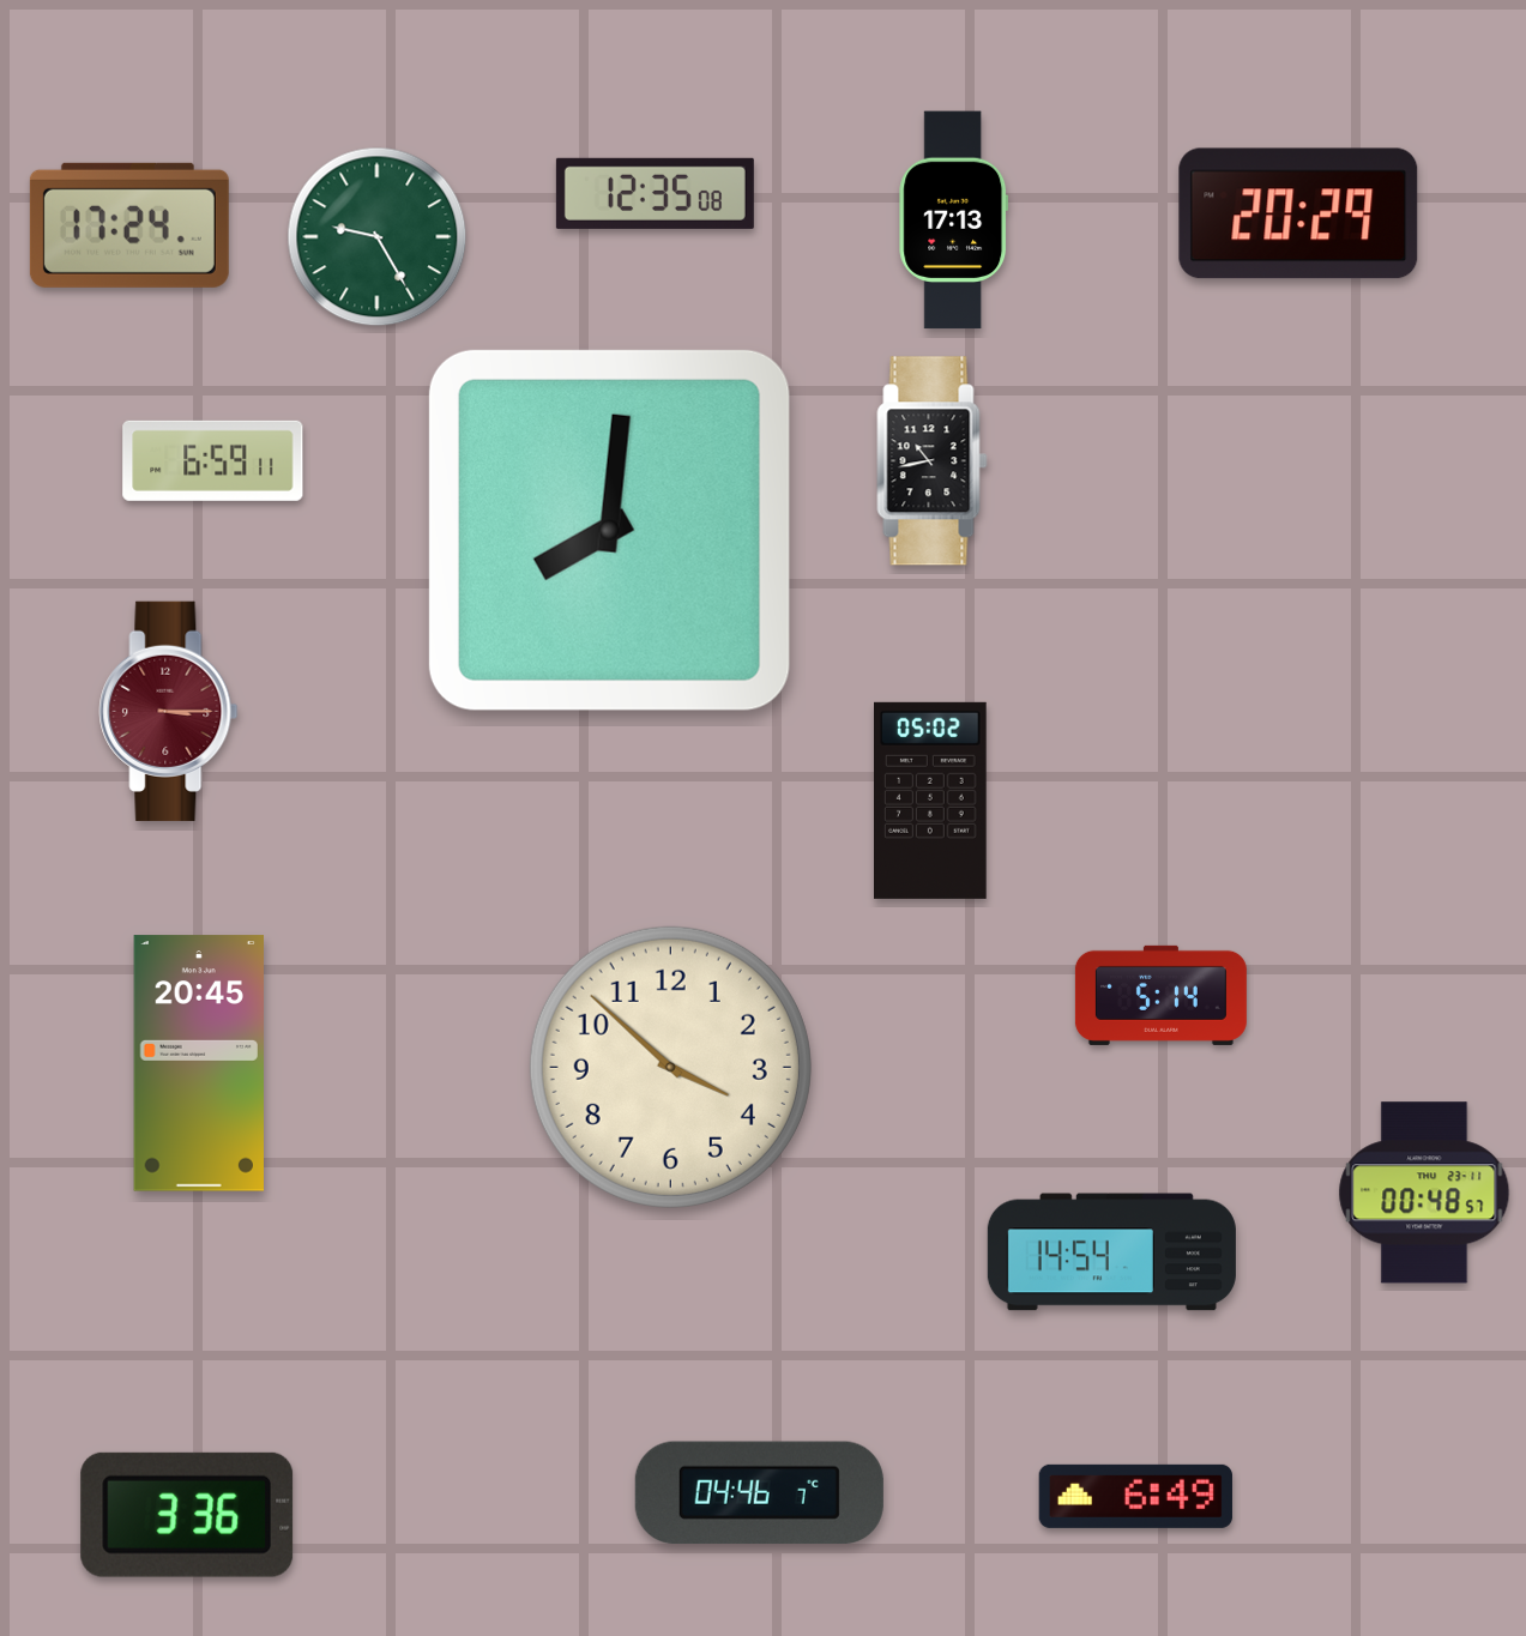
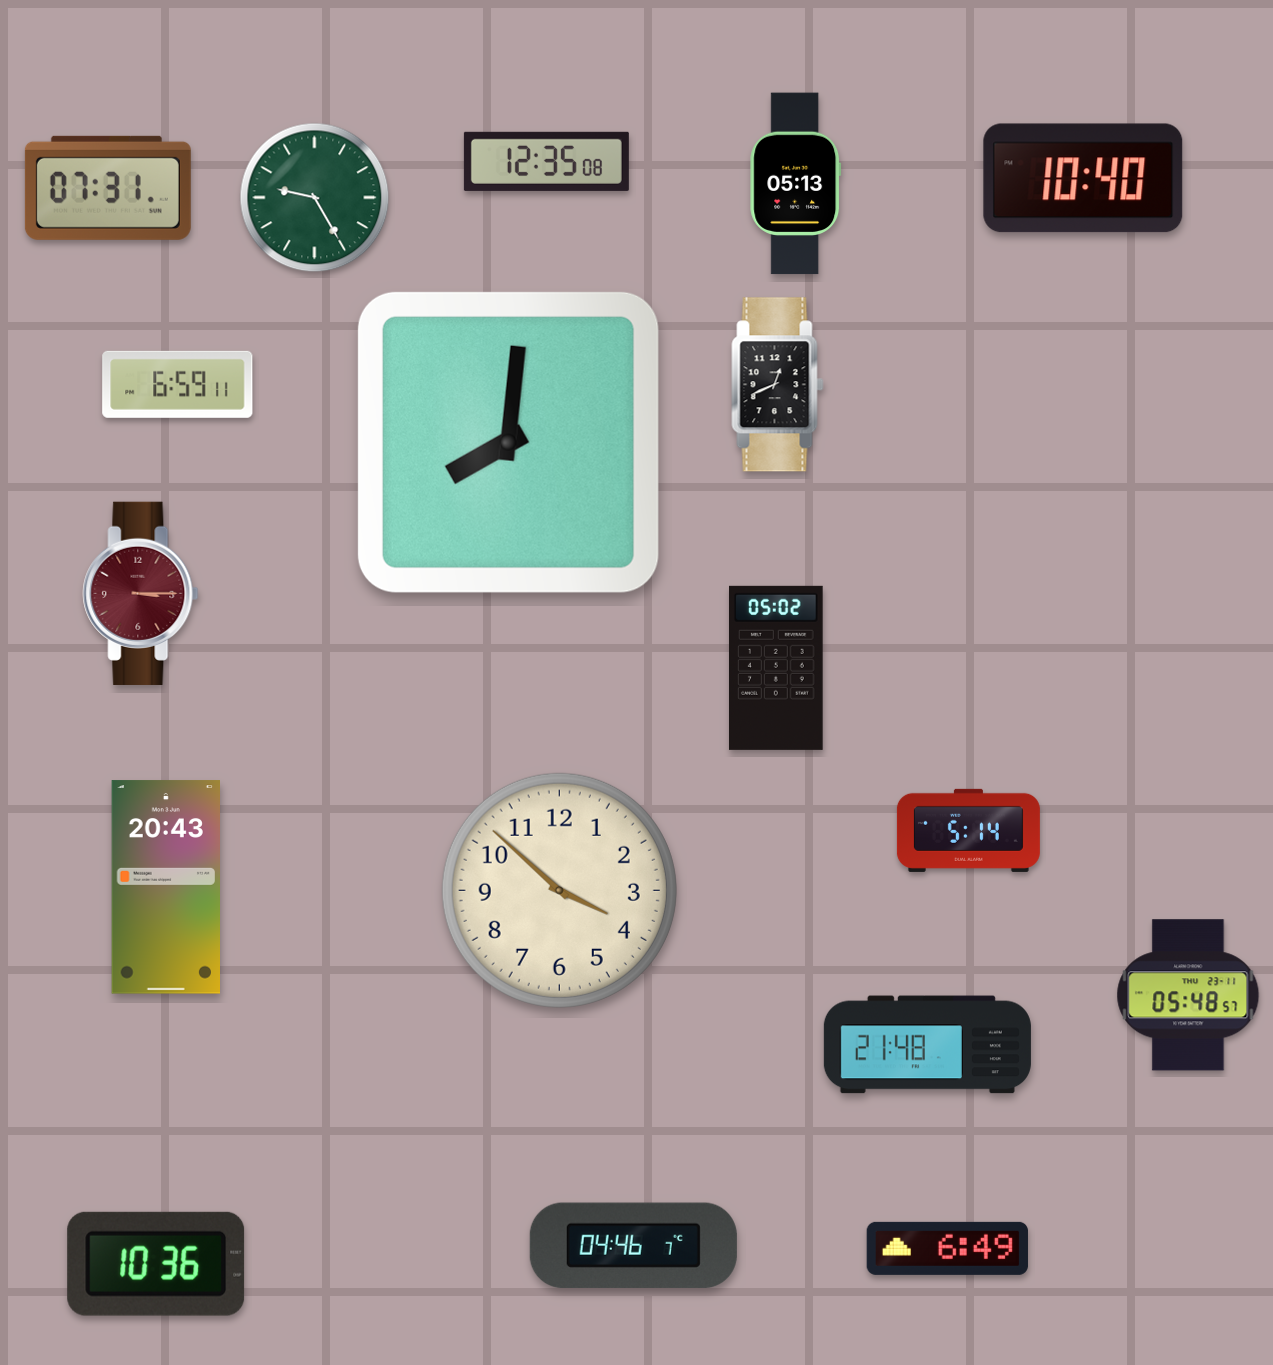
clock at (1298, 213): 20:29 -> 10:40
clock at (954, 221): 17:13 -> 05:13
clock at (129, 225): 17:24 -> 07:31
clock at (933, 461): 10:43 -> 12:41
clock at (198, 1063): 20:45 -> 20:43
clock at (1424, 1193): 00:48 -> 05:48
clock at (1111, 1252): 14:54 -> 21:48
clock at (187, 1515): 3:36 -> 10:36
